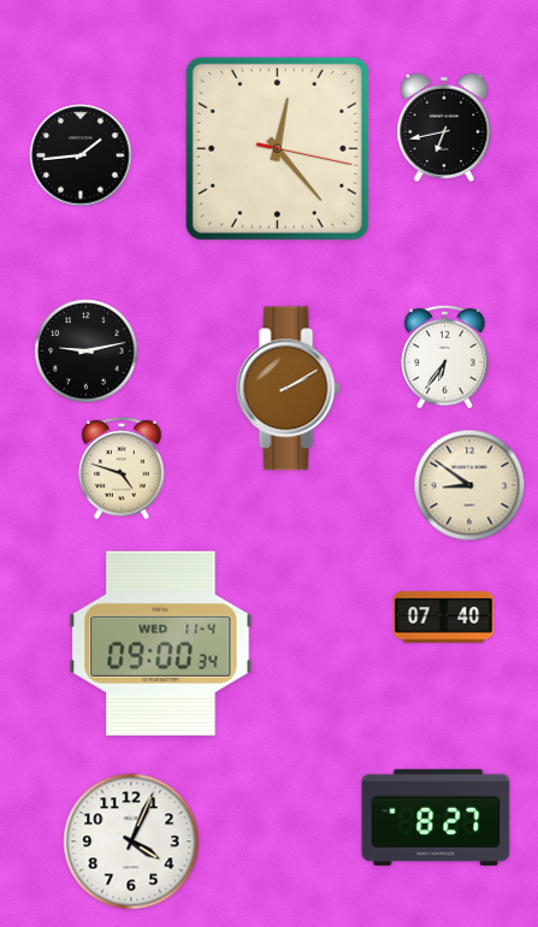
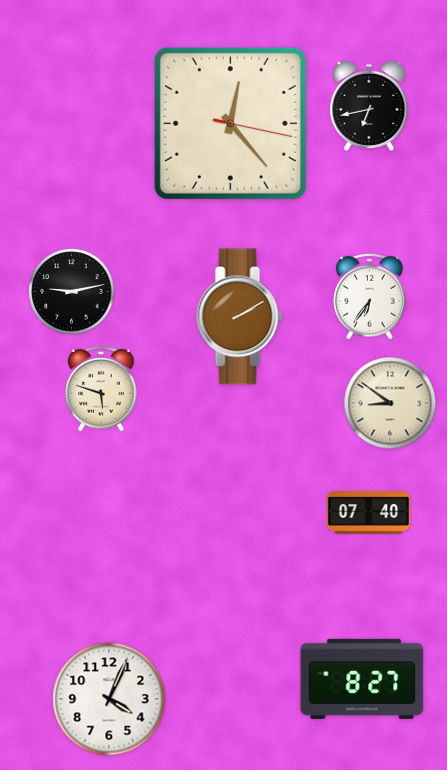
clock at (81, 155): 1:44 -> none
clock at (289, 389) position: (289, 389) -> (240, 317)
clock at (122, 470): 4:48 -> 5:48
clock at (161, 643): 09:00 -> none
